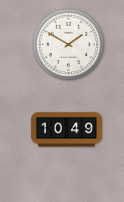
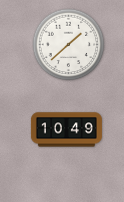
clock at (69, 45): 1:50 -> 1:38
